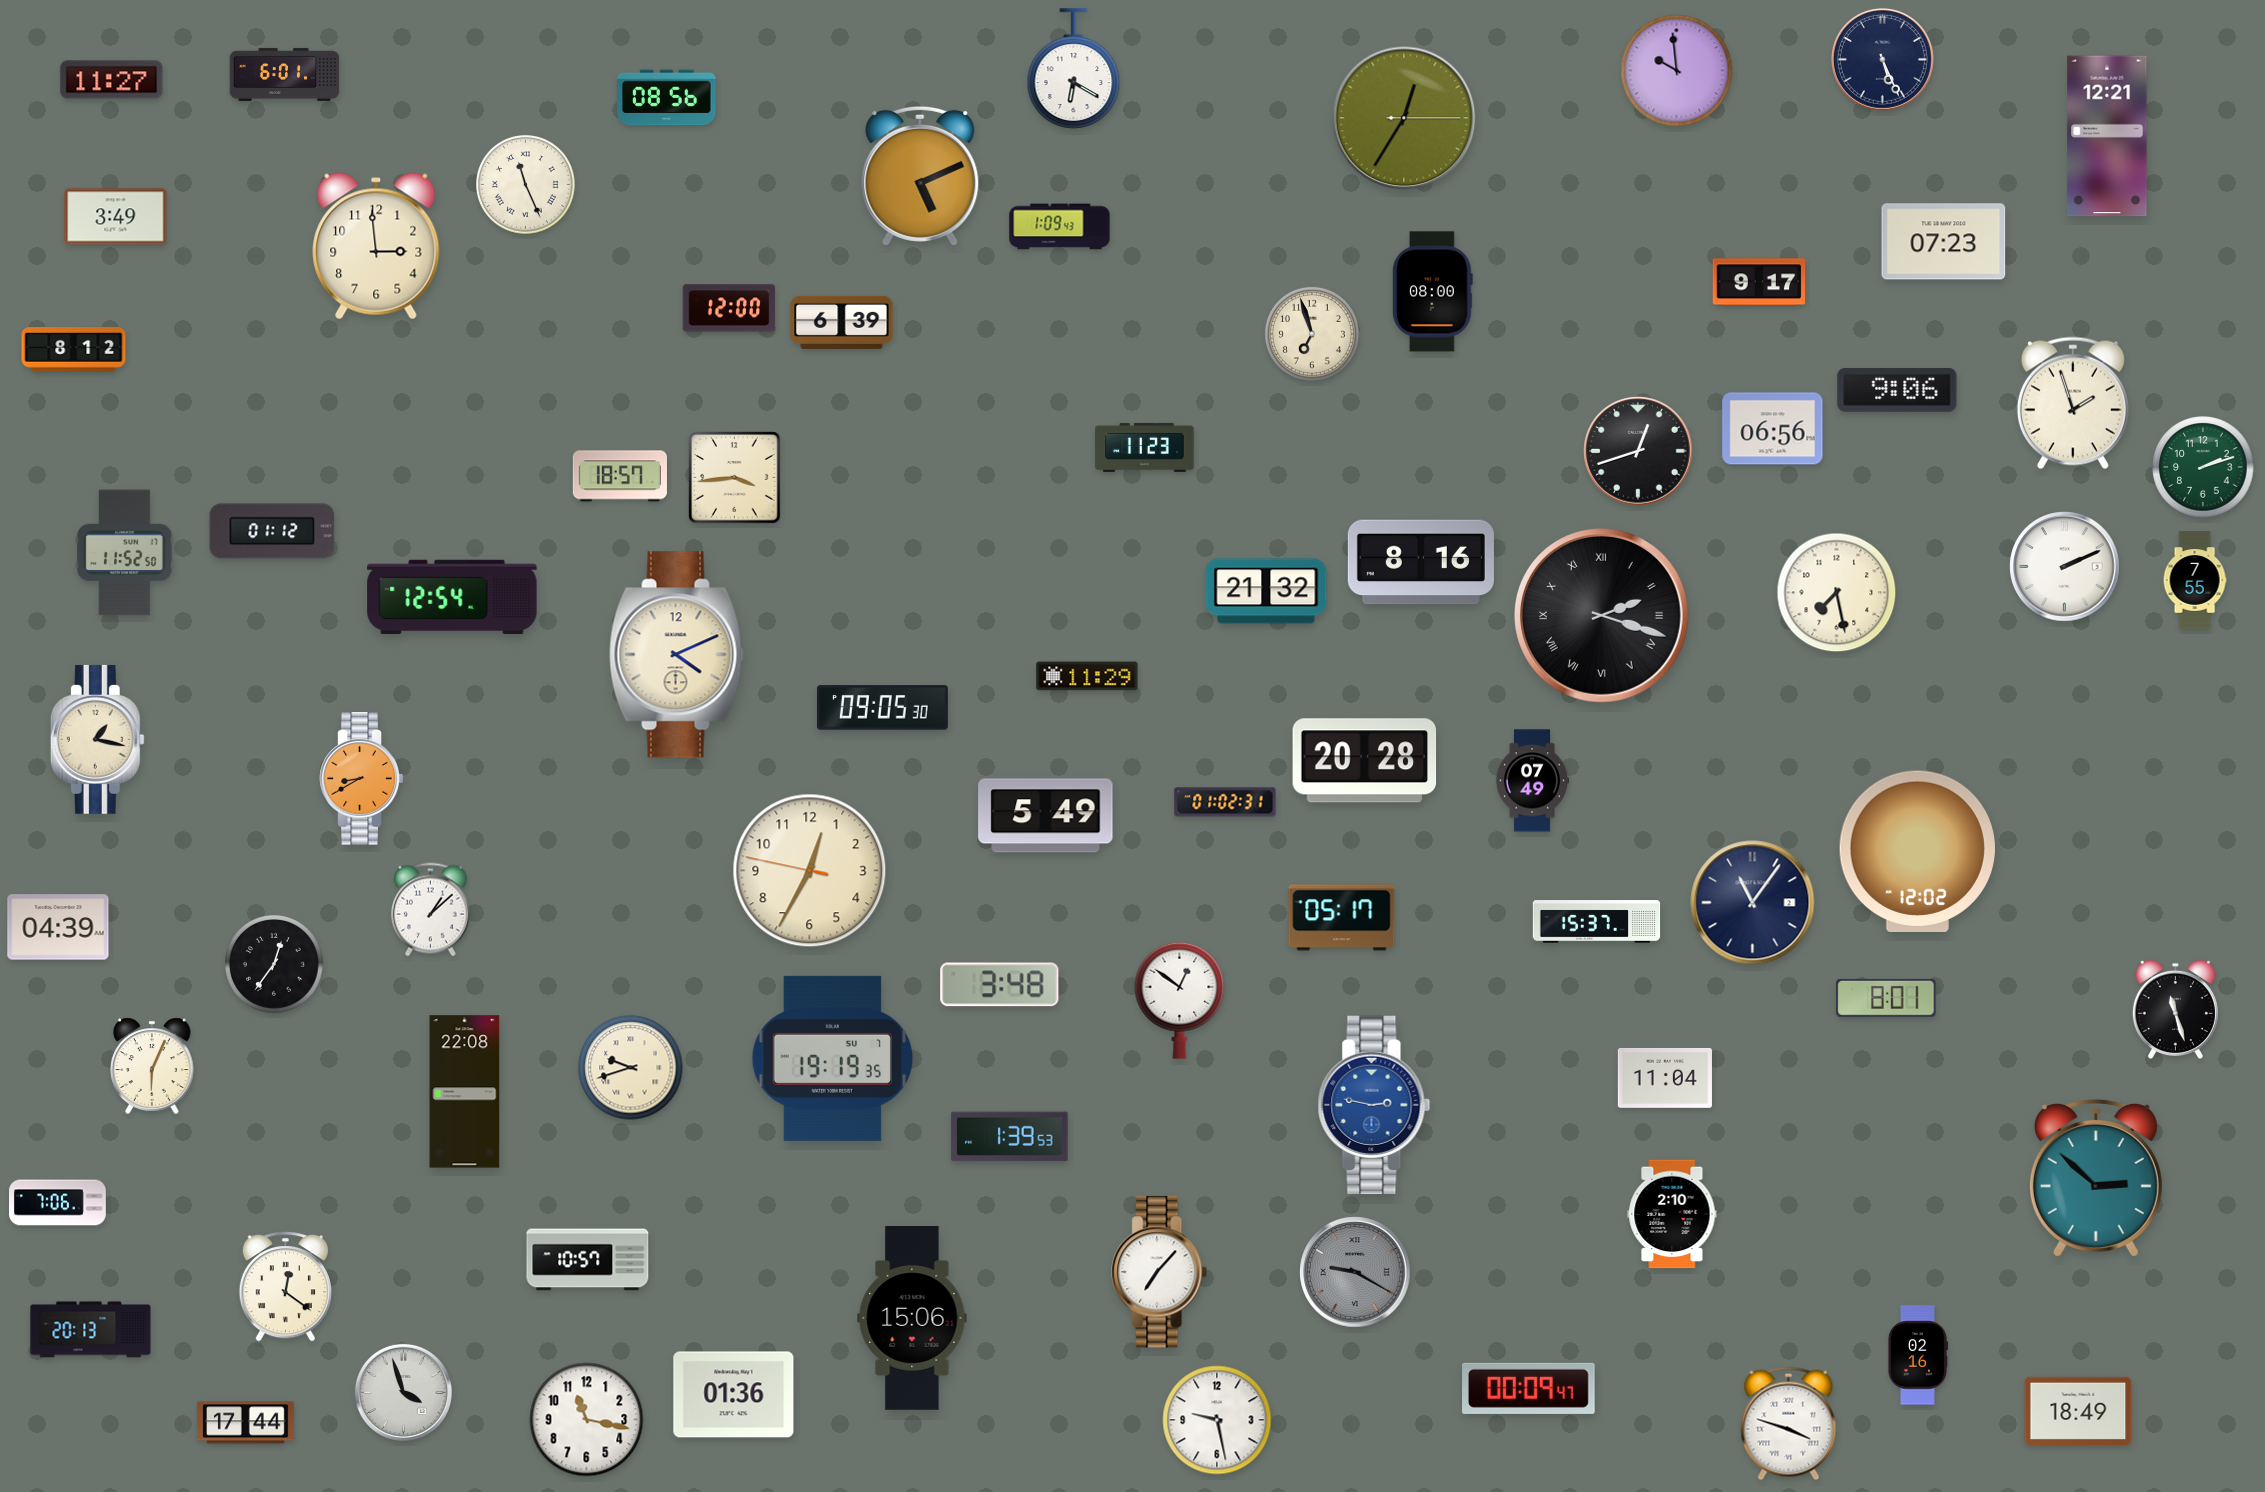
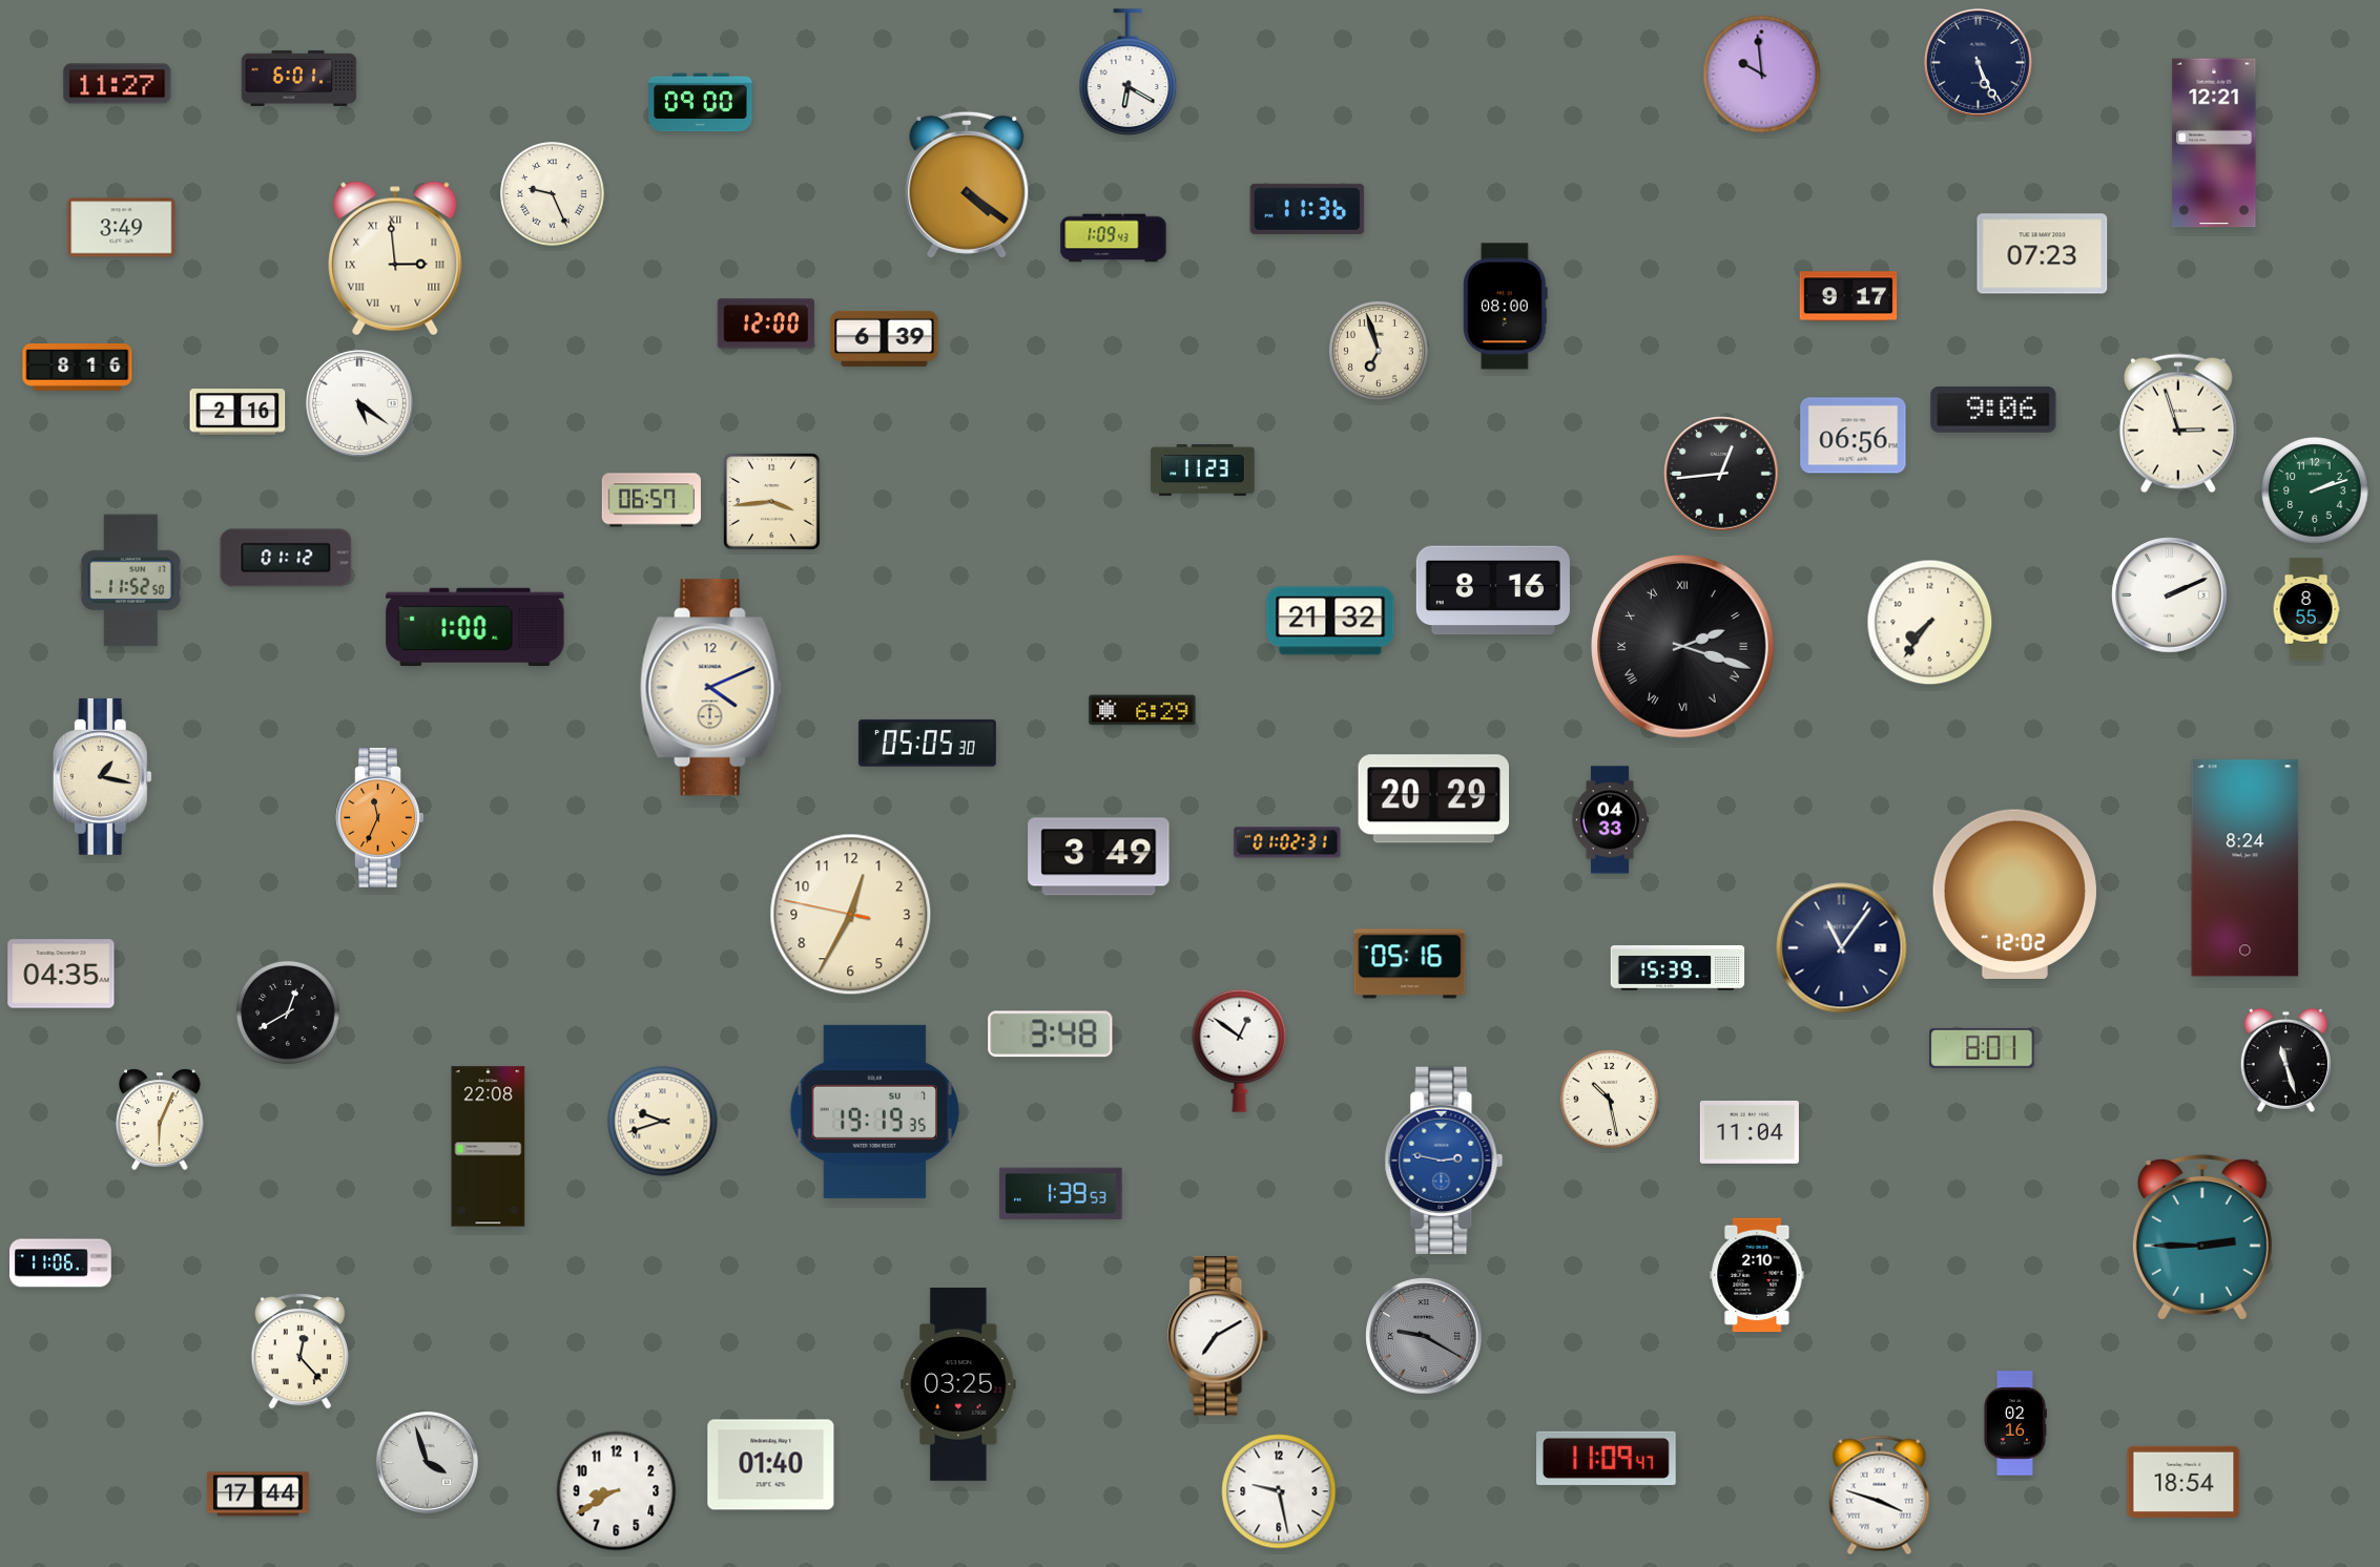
clock at (667, 98): 08:56 -> 09:00
clock at (1404, 118): 12:35 -> none
clock at (920, 176): 5:11 -> 4:21
clock at (526, 185): 11:26 -> 9:26
clock at (1307, 209): none -> 11:36
clock at (376, 246) numerals: Arabic -> Roman
clock at (74, 350): 8:12 -> 8:16
clock at (359, 403): none -> 5:21
clock at (237, 412): none -> 2:16
clock at (2073, 403): 1:57 -> 2:57
clock at (1773, 429) position: (1773, 429) -> (1854, 436)
clock at (1638, 451): 12:42 -> 12:44
clock at (620, 476): 18:57 -> 06:57
clock at (2195, 580): 7:55 -> 8:55
clock at (1837, 593): 7:28 -> 7:36
clock at (452, 597): 12:54 -> 1:00
clock at (1087, 676): 11:29 -> 6:29
clock at (882, 708): 09:05 -> 05:05
clock at (1365, 761): 20:28 -> 20:29
clock at (362, 779): 8:40 -> 11:34
clock at (1531, 781): 07:49 -> 04:33
clock at (1046, 816): 5:49 -> 3:49
clock at (2246, 869): none -> 8:24
clock at (430, 910): 1:08 -> none
clock at (1342, 918): 05:17 -> 05:16
clock at (1597, 922): 15:37 -> 15:39
clock at (58, 927): 04:39 -> 04:35
clock at (275, 965): 12:36 -> 12:40
clock at (1609, 1099): none -> 10:28
clock at (2096, 1178): 2:52 -> 2:45
clock at (58, 1203): 7:06 -> 11:06
clock at (588, 1260): 10:57 -> none
clock at (1160, 1272): 7:07 -> 7:10
clock at (285, 1287): 12:21 -> 12:23
clock at (912, 1319): 15:06 -> 03:25
clock at (91, 1330): 20:13 -> none
clock at (1529, 1388): 00:09 -> 11:09
clock at (403, 1392) position: (403, 1392) -> (427, 1462)
clock at (734, 1395): 01:36 -> 01:40
clock at (2078, 1411): 18:49 -> 18:54
clock at (587, 1420): 11:17 -> 8:40
